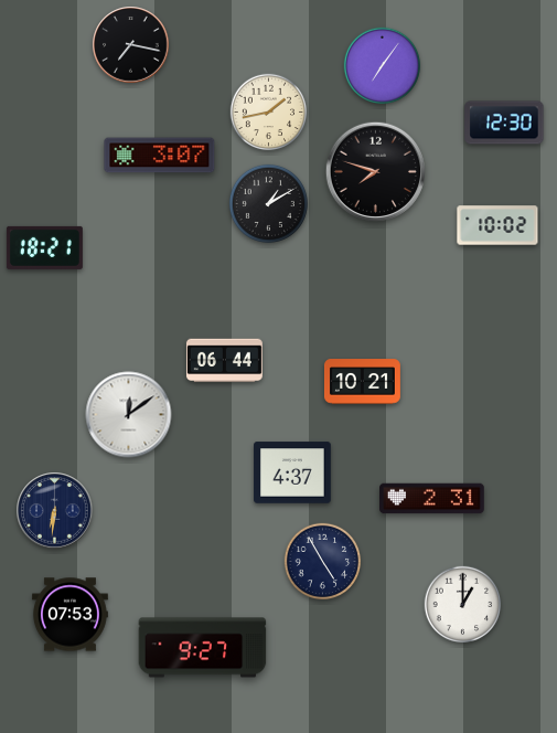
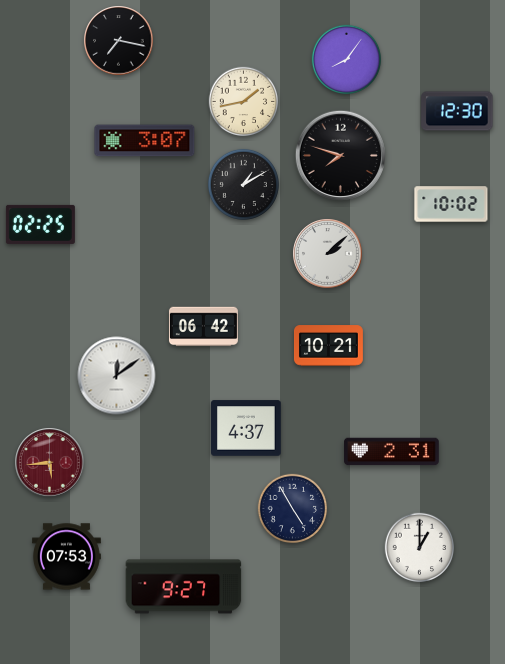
clock at (383, 66): 7:06 -> 8:06
clock at (44, 247): 18:21 -> 02:25
clock at (328, 254): none -> 2:08
clock at (224, 361): 06:44 -> 06:42
clock at (292, 472) position: (292, 472) -> (246, 428)
clock at (55, 511): 6:31 -> 5:44
clock at (55, 511) dial: navy -> burgundy
clock at (69, 615) position: (69, 615) -> (66, 557)
